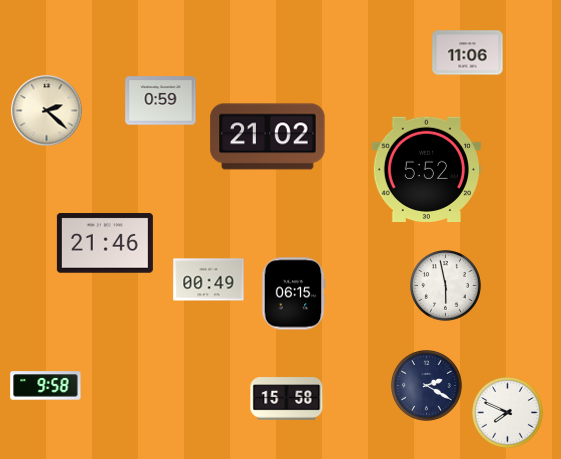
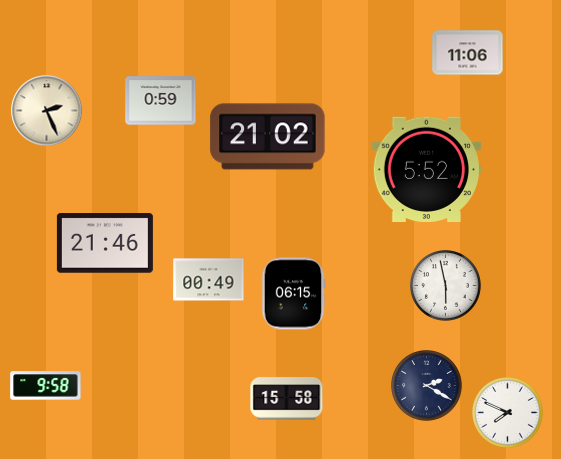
clock at (47, 111): 2:22 -> 2:26
